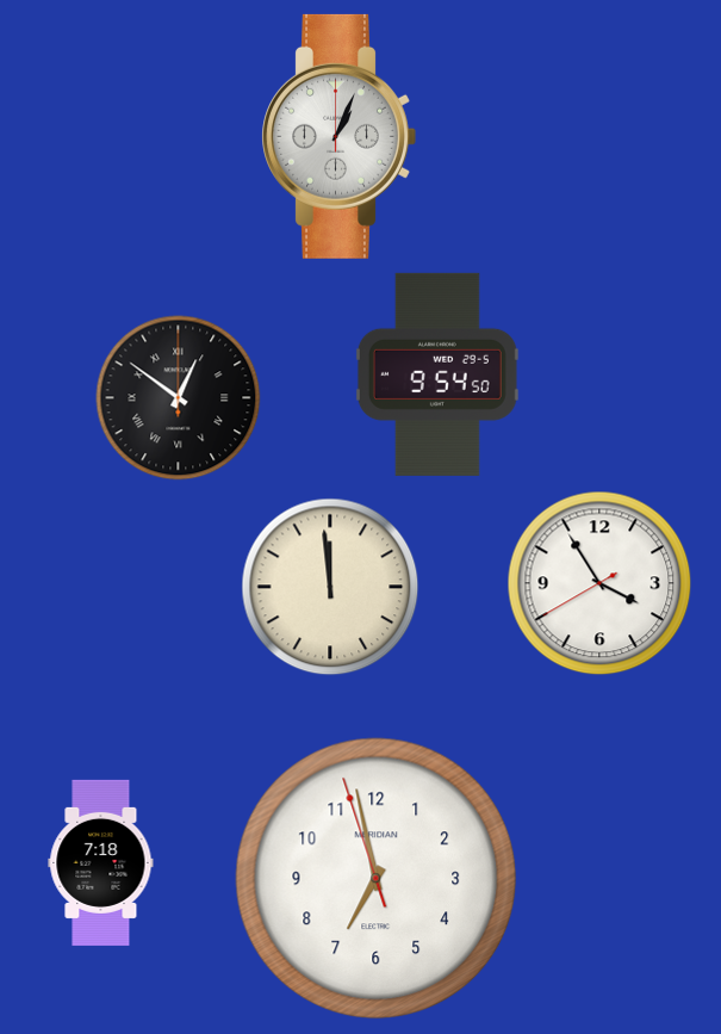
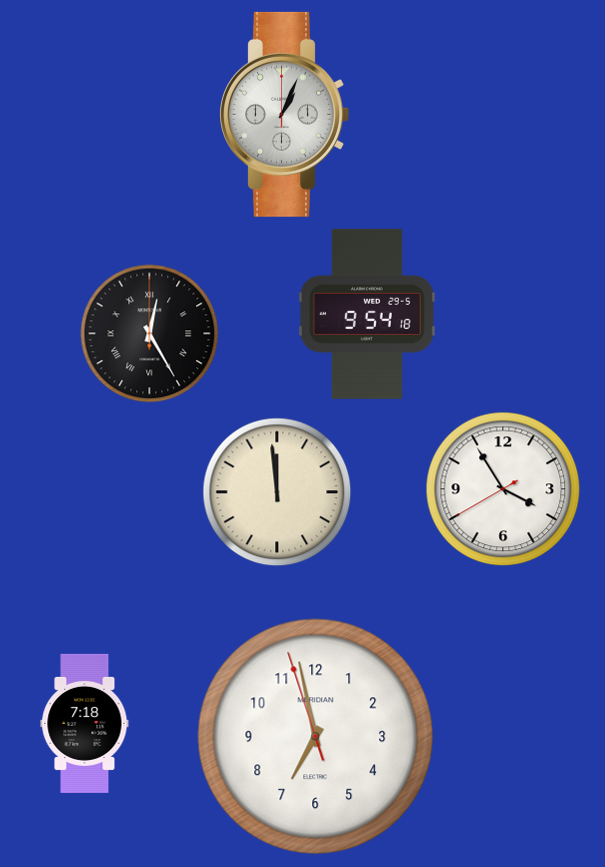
clock at (437, 374): 9:54:50 -> 9:54:18
clock at (179, 398): 12:51 -> 12:25
